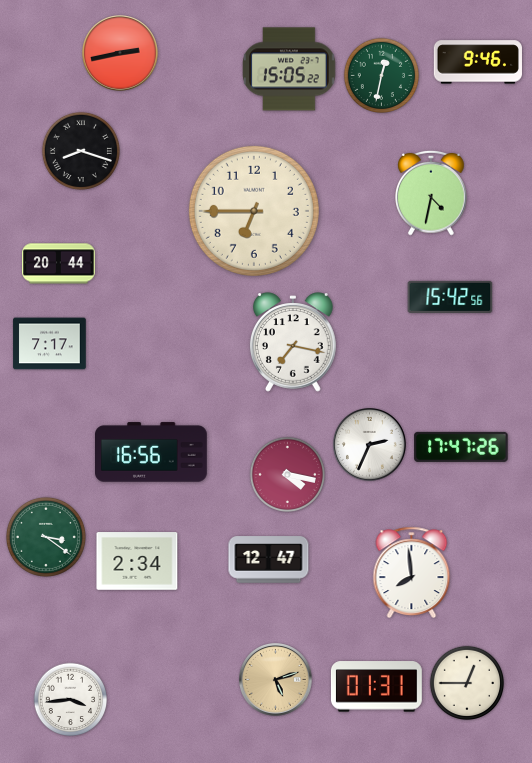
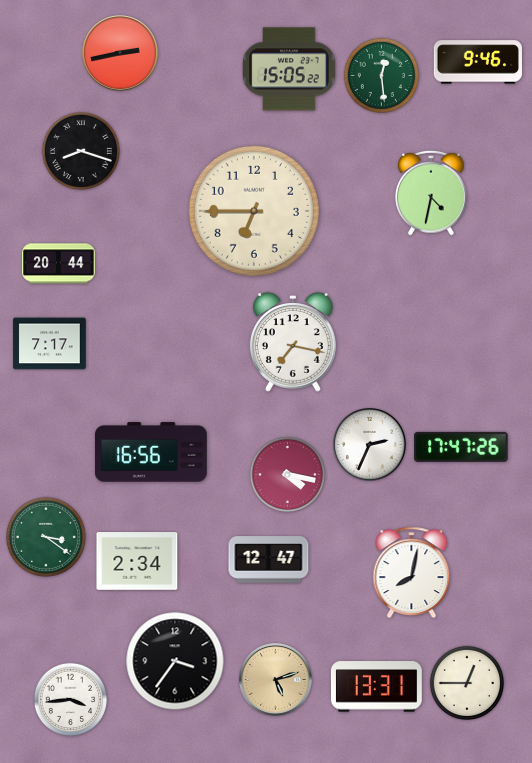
clock at (381, 75): 12:32 -> 12:29
clock at (450, 297): 15:42 -> none
clock at (412, 572): 7:59 -> 8:02
clock at (175, 661): none -> 3:36
clock at (376, 687): 01:31 -> 13:31
